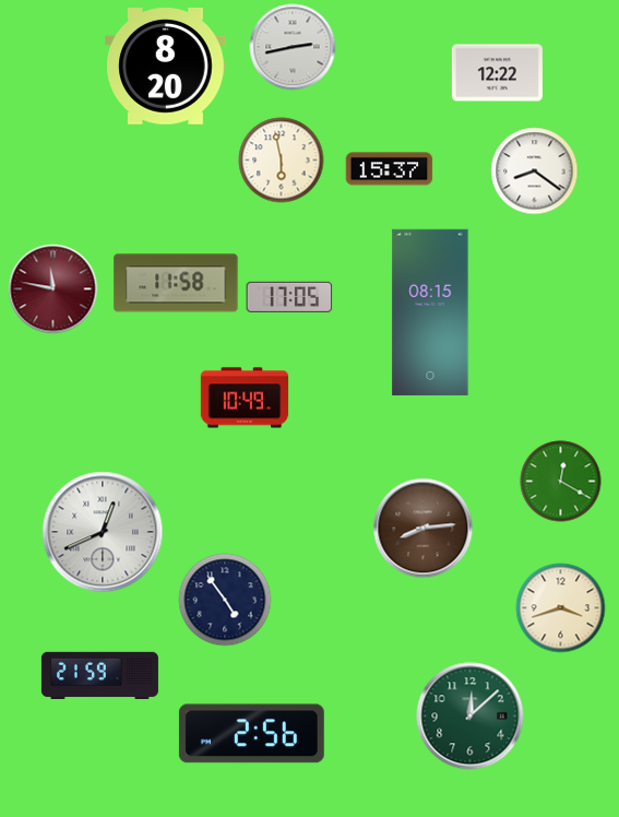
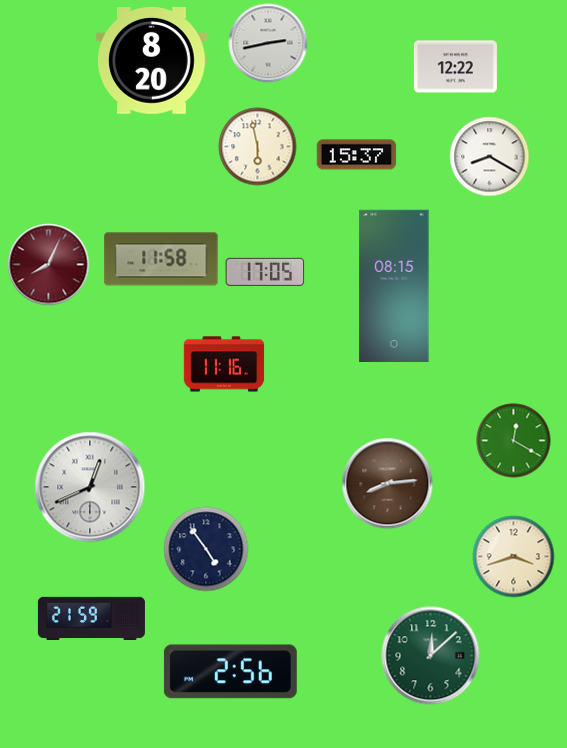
clock at (535, 171): 8:21 -> 8:20
clock at (53, 289): 11:47 -> 8:04
clock at (245, 398): 10:49 -> 11:16
clock at (103, 532) position: (103, 532) -> (90, 487)
